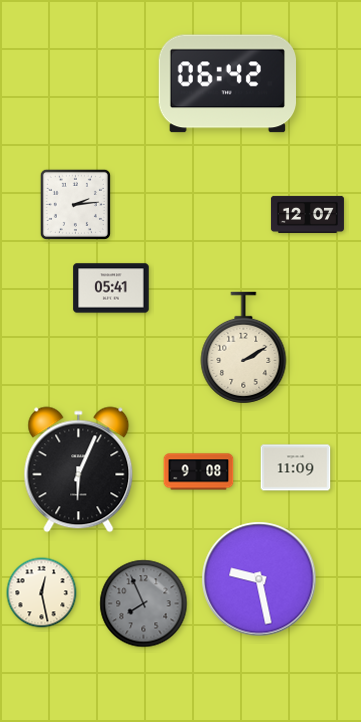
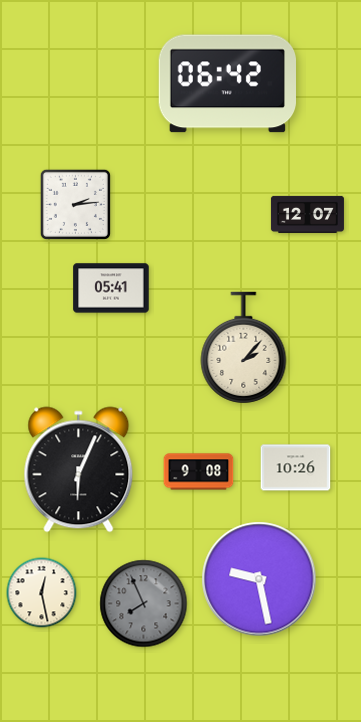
clock at (244, 348): 2:10 -> 2:07
clock at (296, 468): 11:09 -> 10:26
